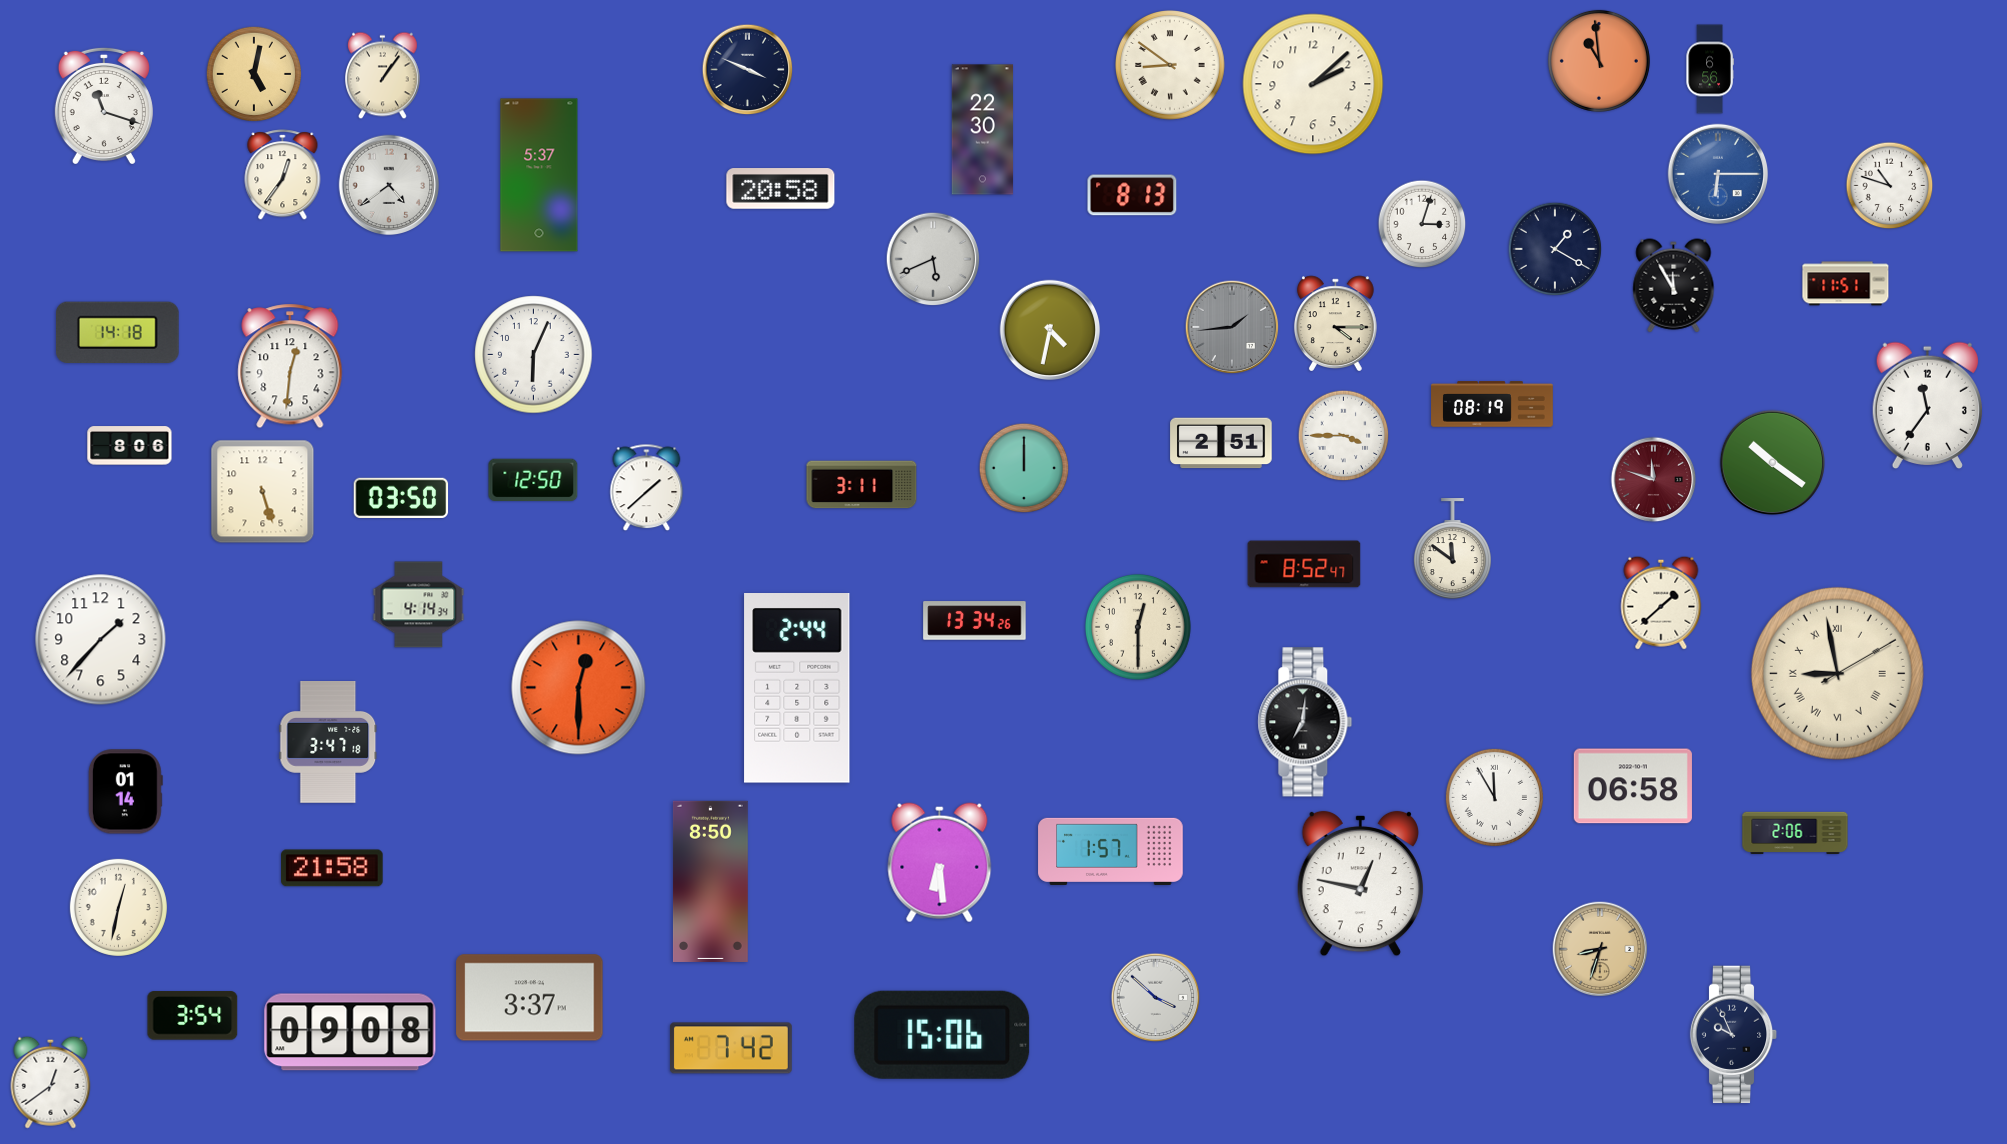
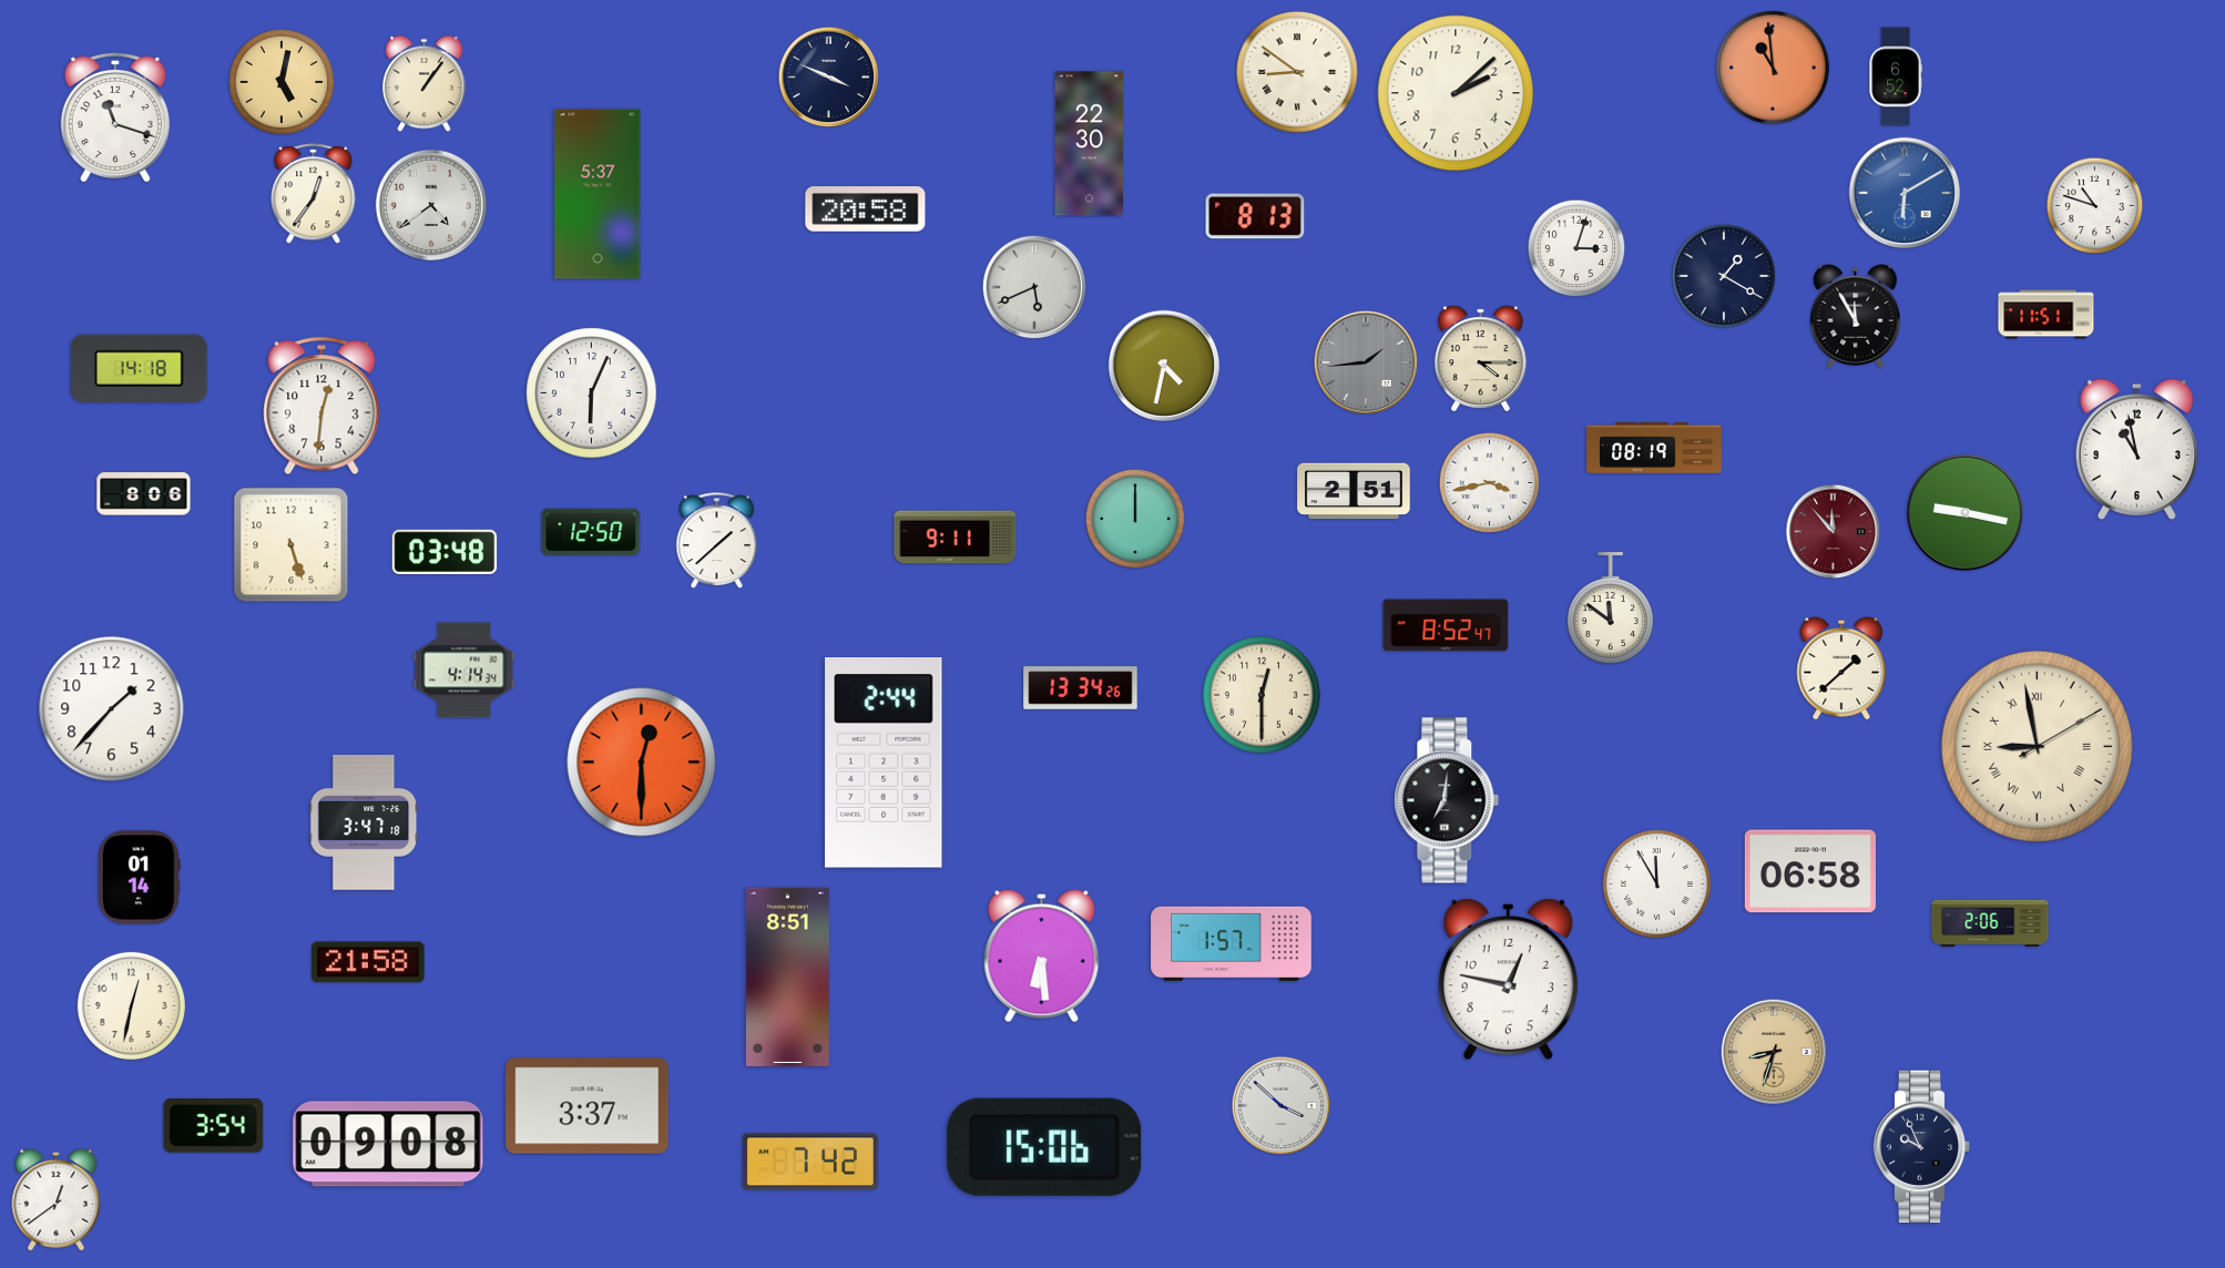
clock at (1710, 69): 6:56 -> 6:52
clock at (1718, 174): 6:15 -> 6:10
clock at (117, 333) position: (117, 333) -> (139, 369)
clock at (1927, 406): 11:36 -> 10:58
clock at (1344, 436): 3:45 -> 3:43
clock at (1772, 462): 10:21 -> 9:17
clock at (1654, 480): 11:48 -> 11:53
clock at (862, 485): 3:11 -> 9:11
clock at (401, 497): 03:50 -> 03:48
clock at (710, 881): 8:50 -> 8:51
